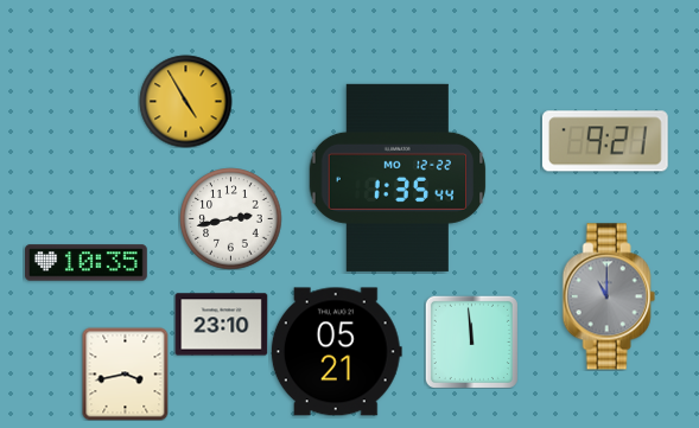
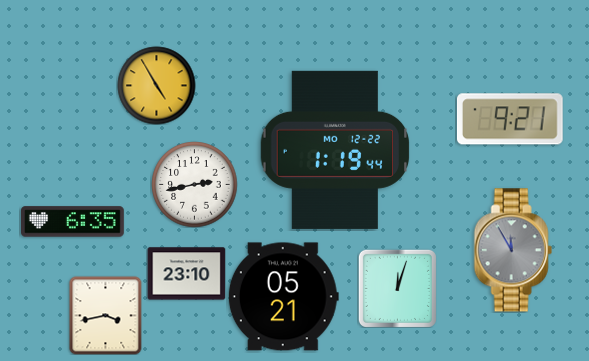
clock at (398, 178): 1:35 -> 1:19
clock at (87, 263): 10:35 -> 6:35
clock at (609, 296): 11:00 -> 11:55
clock at (471, 341): 11:59 -> 12:03
